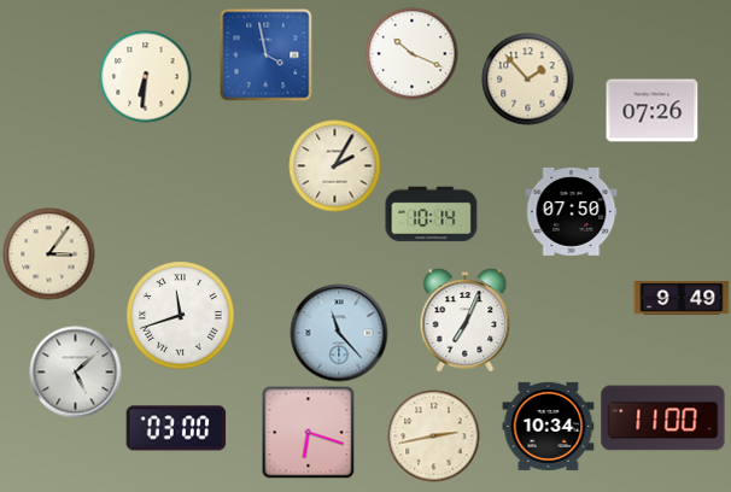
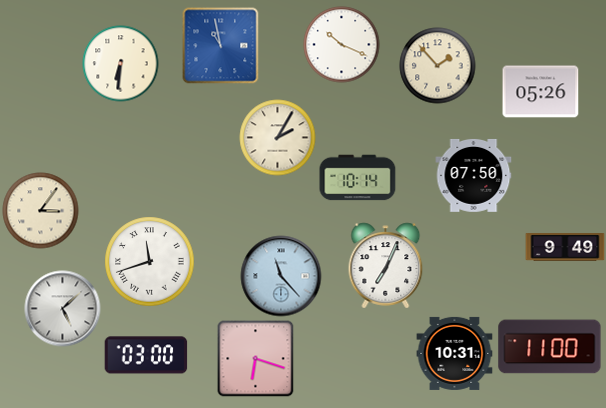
clock at (267, 55): 3:58 -> 10:58
clock at (653, 111): 07:26 -> 05:26
clock at (549, 426): 10:34 -> 10:31
clock at (434, 437): 2:43 -> none
